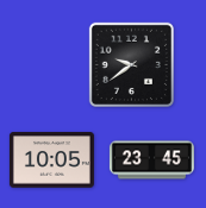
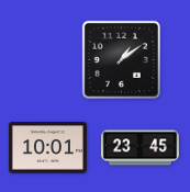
clock at (131, 64): 9:39 -> 1:09
clock at (51, 160): 10:05 -> 10:01
